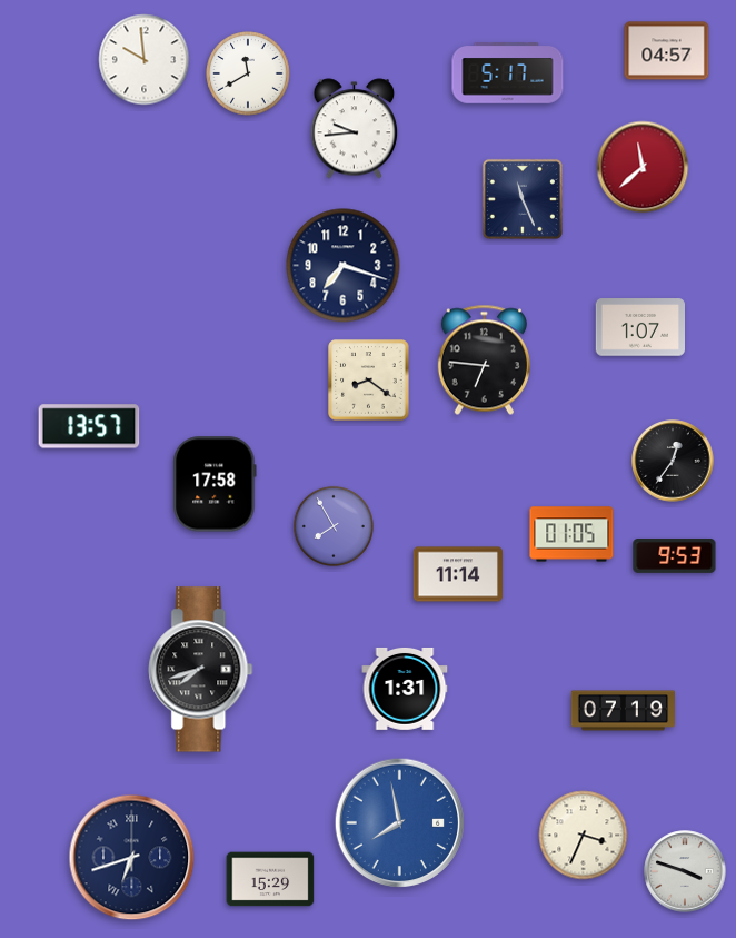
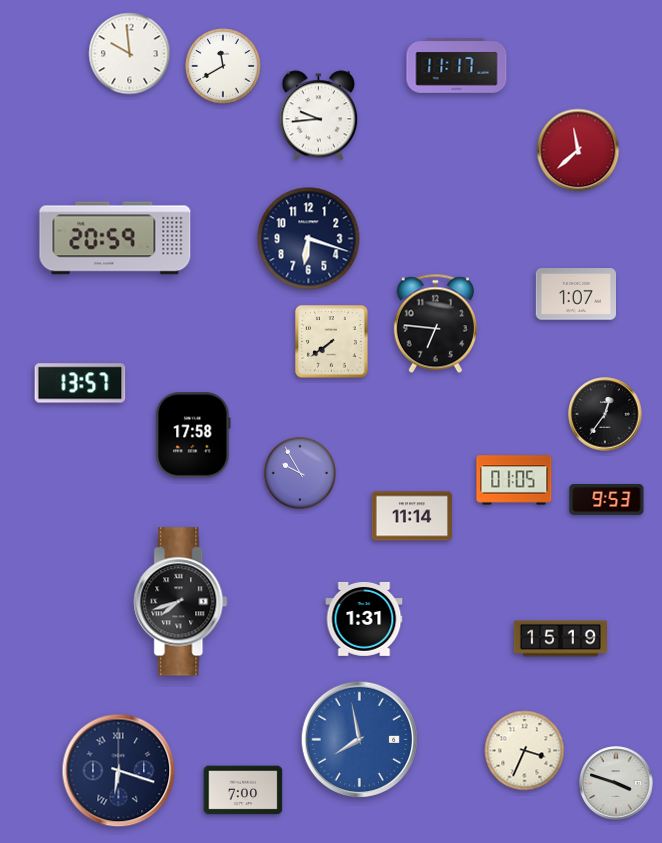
clock at (667, 51): 04:57 -> none
clock at (508, 73): 5:17 -> 11:17
clock at (523, 199): 11:26 -> none
clock at (115, 238): none -> 20:59
clock at (344, 266): 7:18 -> 6:18
clock at (369, 381): 8:21 -> 7:39
clock at (334, 526): 7:55 -> 9:55
clock at (623, 711): 07:19 -> 15:19
clock at (132, 858): 6:42 -> 6:18
clock at (270, 879): 15:29 -> 7:00
